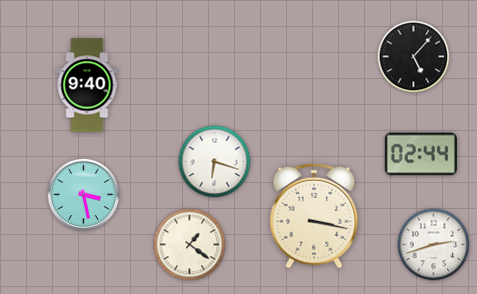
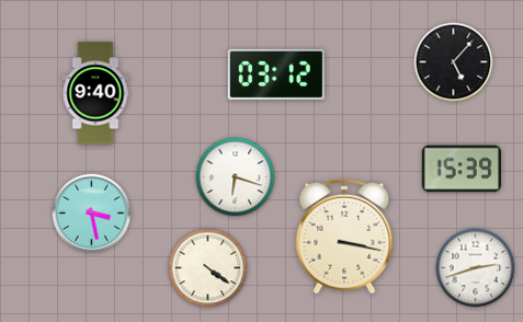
clock at (276, 74): none -> 03:12
clock at (421, 154): 02:44 -> 15:39
clock at (190, 245): 1:21 -> 4:21
